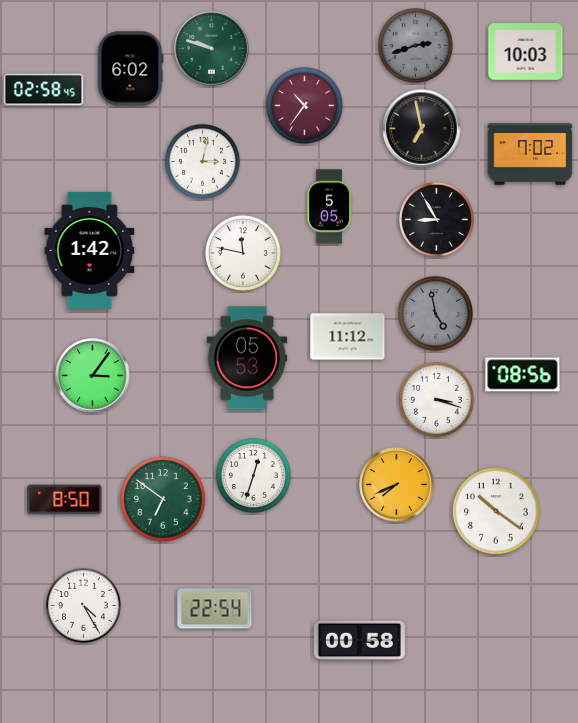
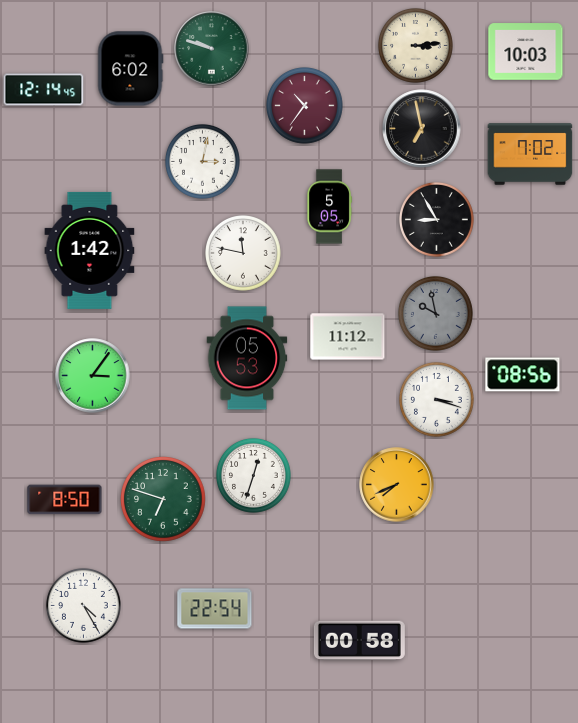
clock at (416, 46): 2:42 -> 3:14
clock at (416, 46) dial: grey -> cream
clock at (44, 90): 02:58 -> 12:14
clock at (436, 314): 4:58 -> 9:58
clock at (163, 499): 6:51 -> 6:48
clock at (496, 511): 10:21 -> none
